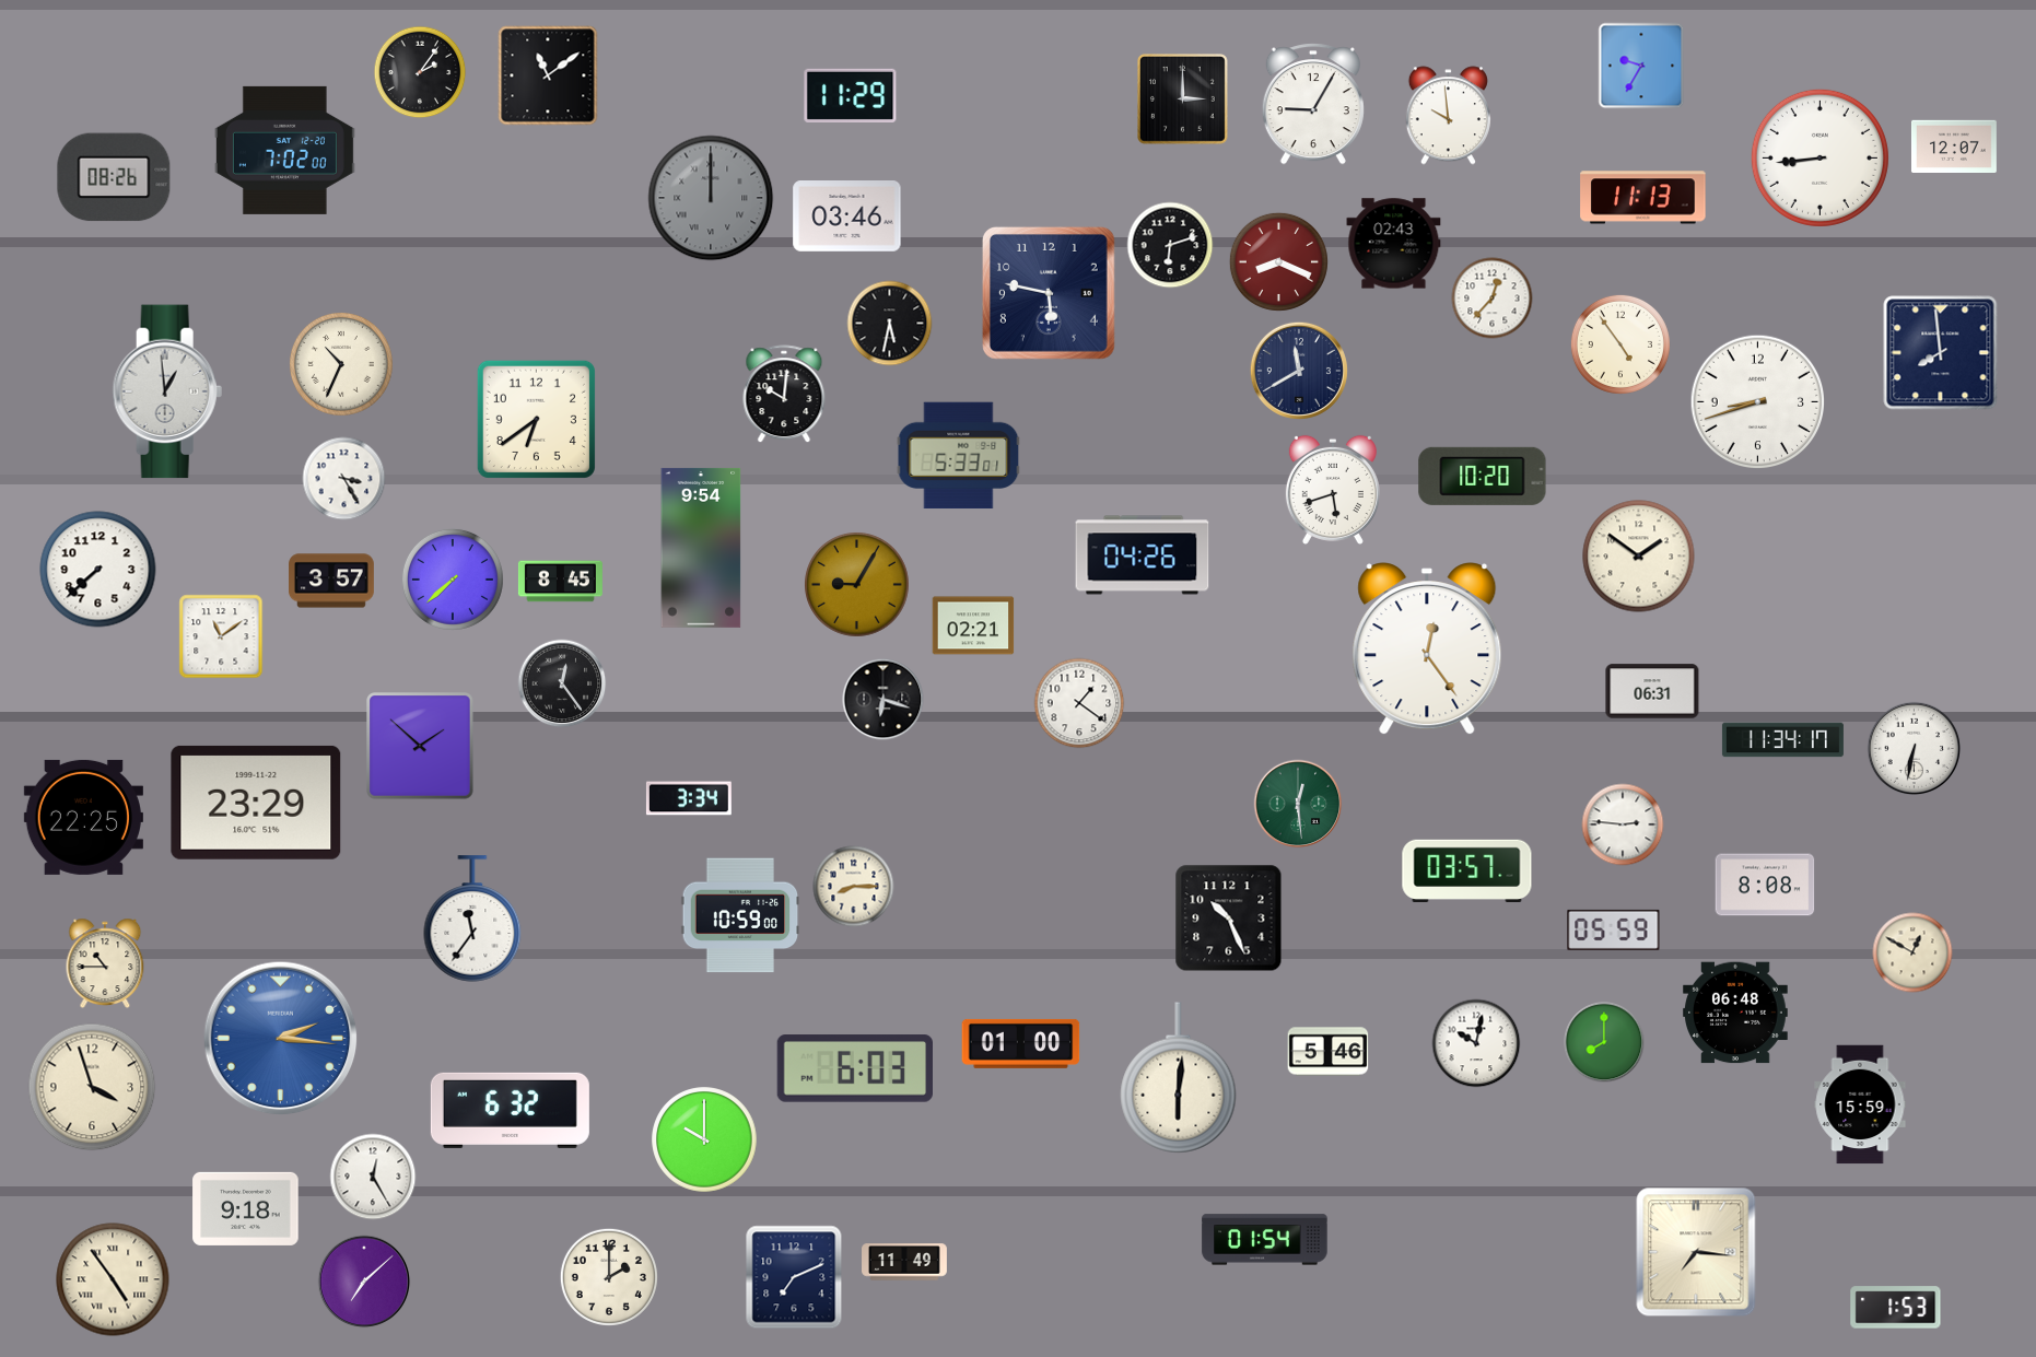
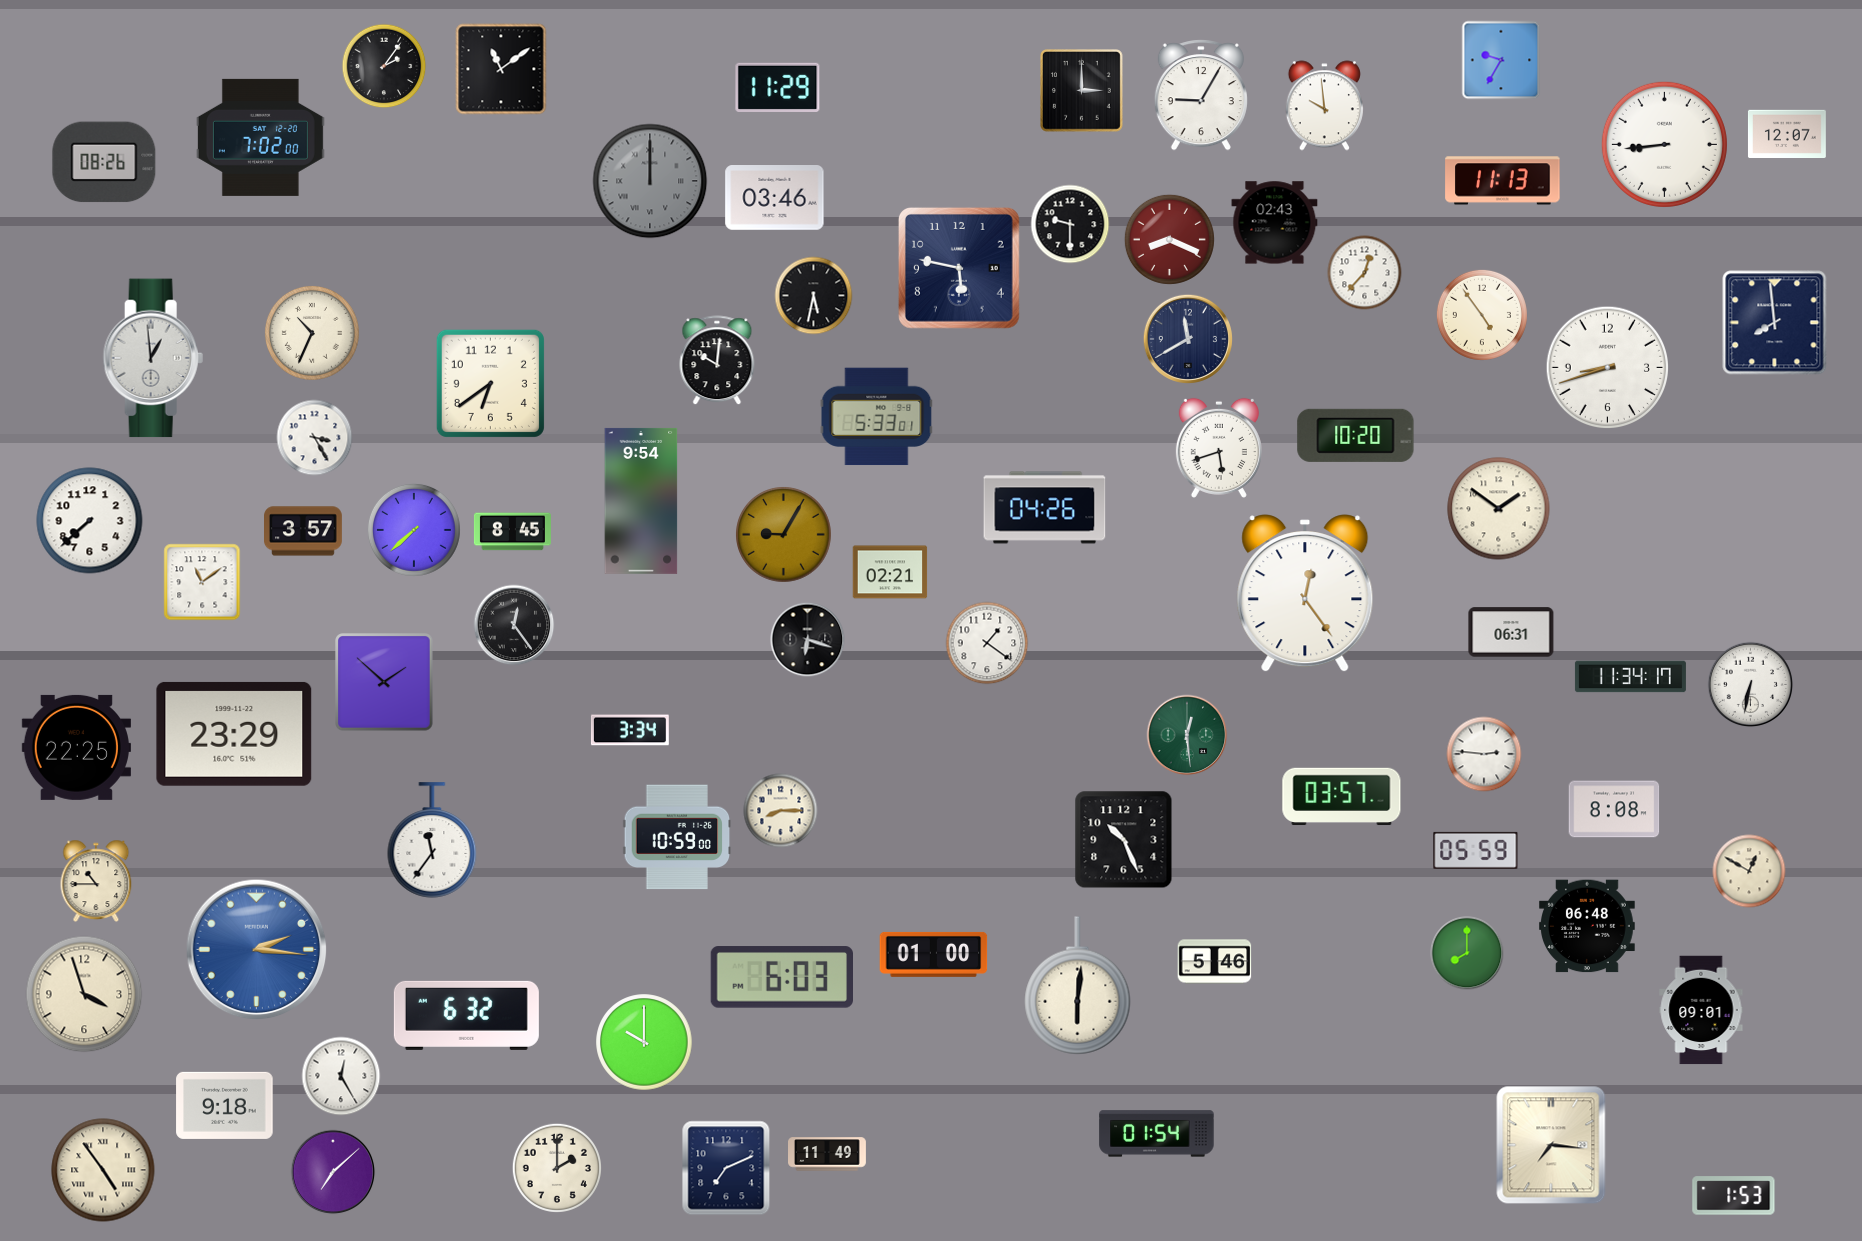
clock at (1170, 245): 6:12 -> 9:30
clock at (1476, 1043): 10:02 -> none
clock at (1860, 1104): 15:59 -> 09:01
